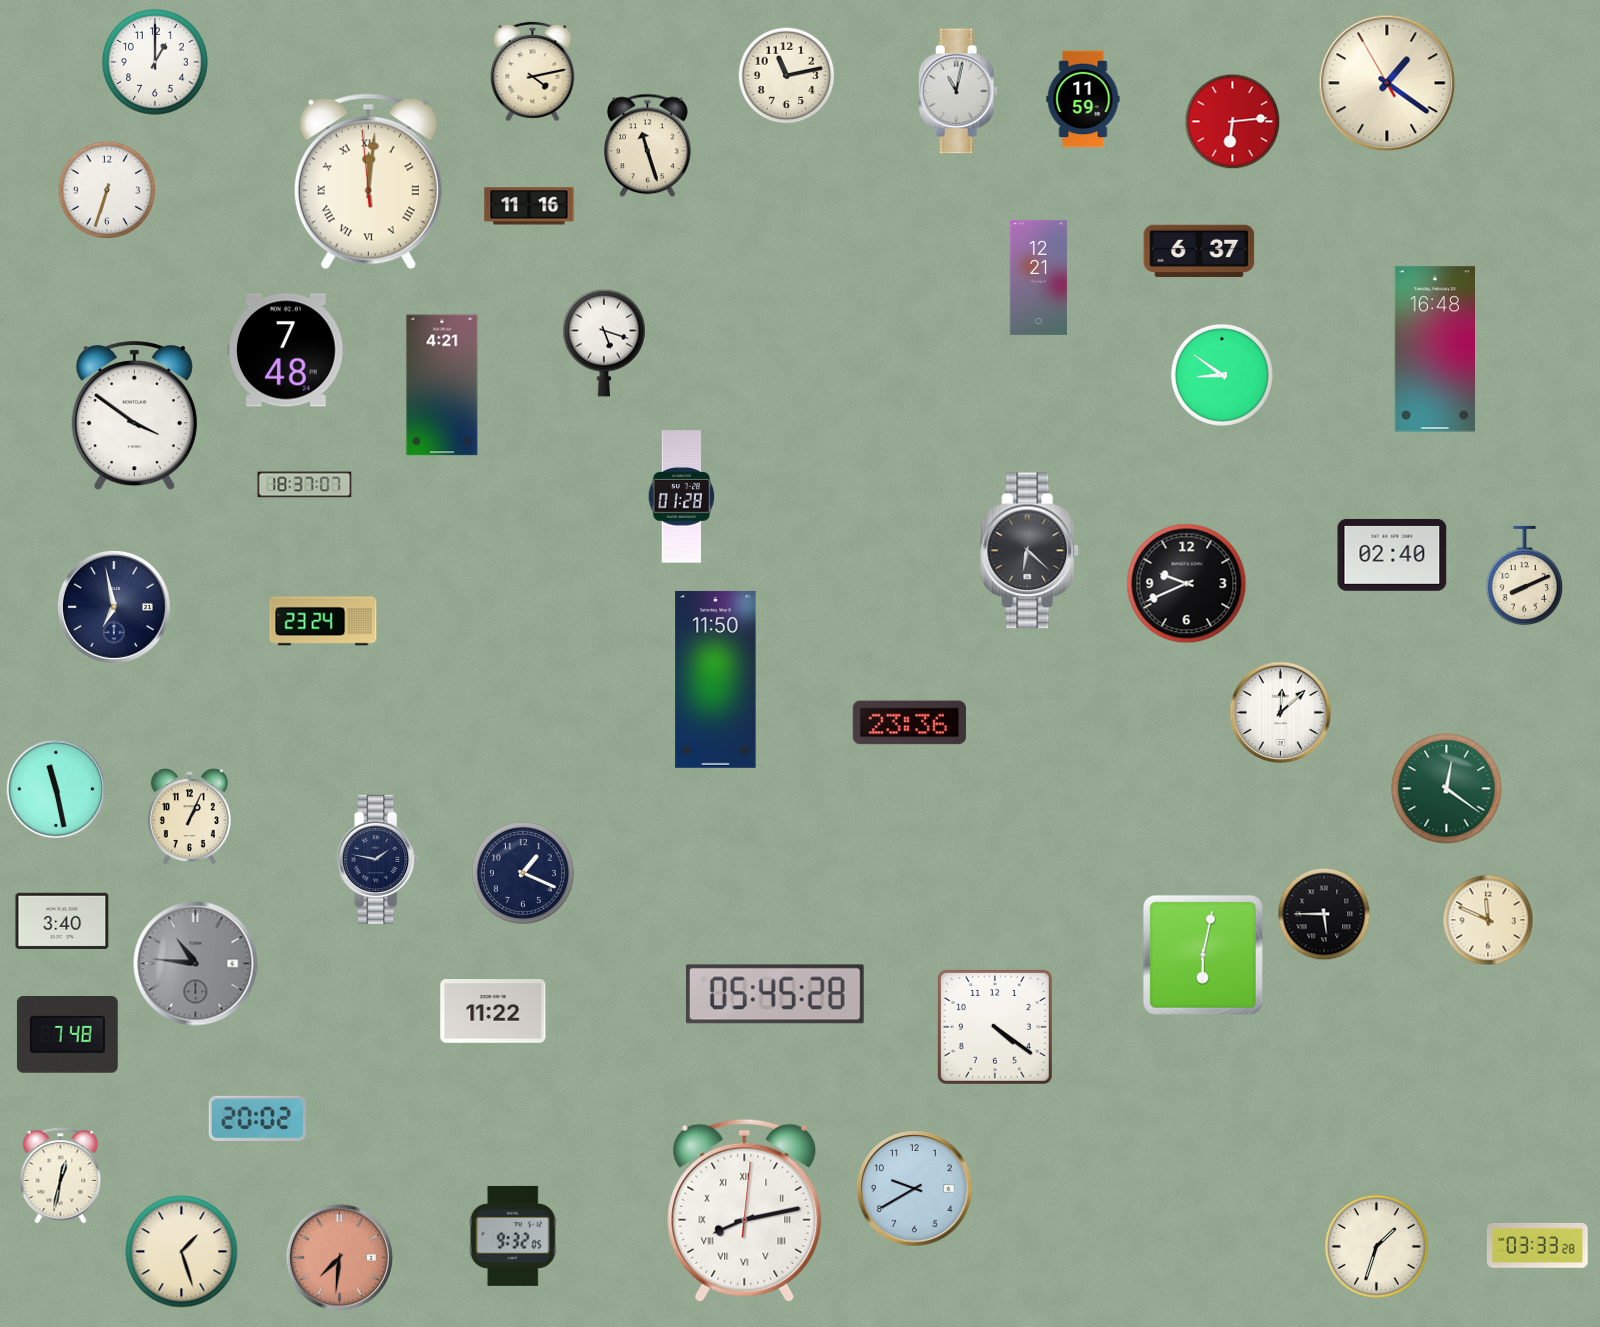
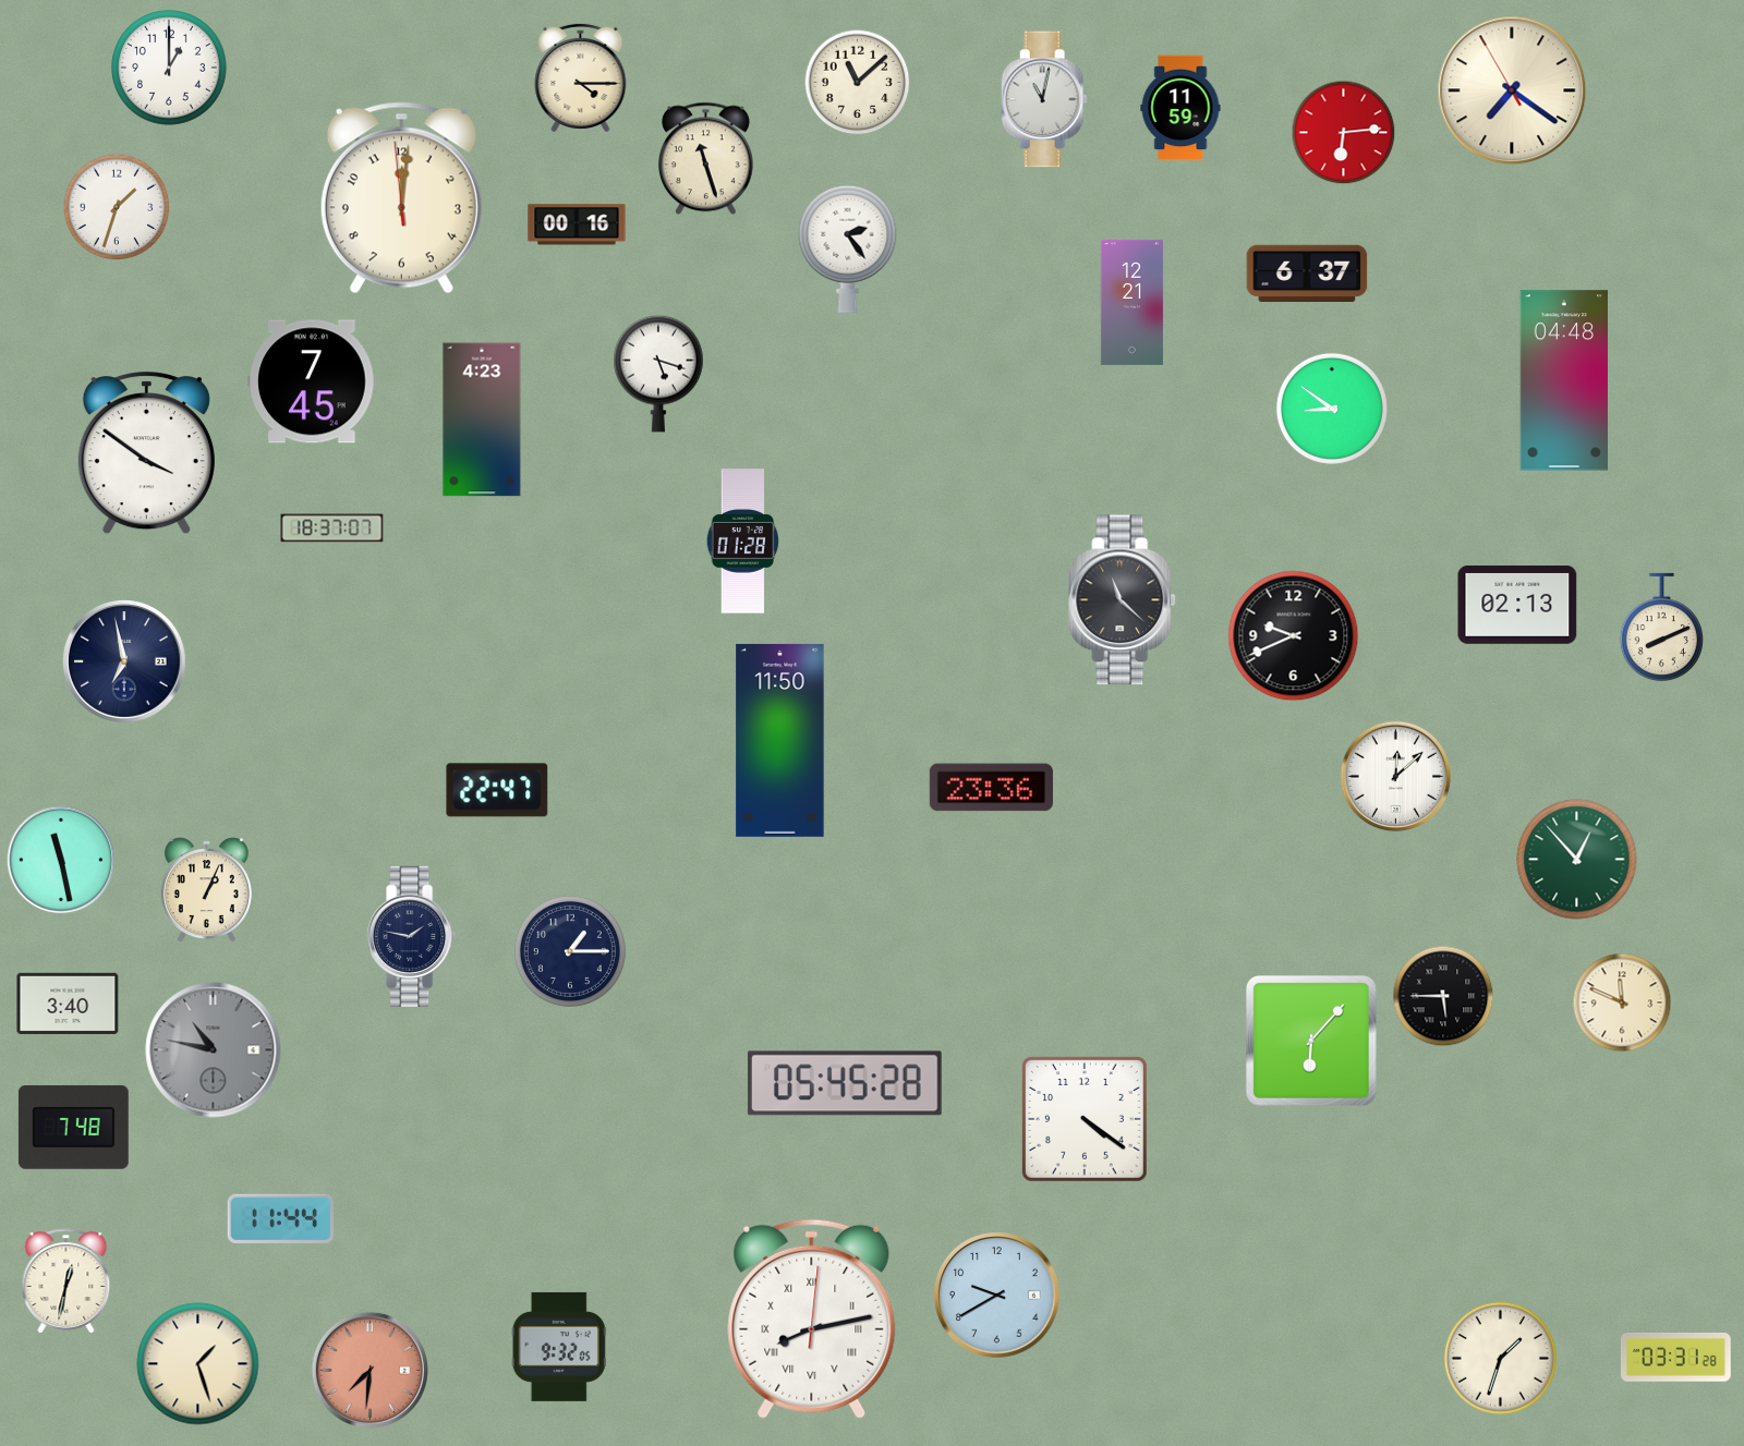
clock at (533, 71): 4:13 -> 4:15
clock at (787, 76): 11:13 -> 11:08
clock at (1387, 83): 1:20 -> 7:20
clock at (368, 182) numerals: Roman -> Arabic
clock at (107, 190): 6:33 -> 1:33
clock at (529, 206): 11:16 -> 00:16
clock at (848, 248): none -> 2:24
clock at (1434, 349): 16:48 -> 04:48
clock at (286, 350): 7:48 -> 7:45
clock at (442, 385): 4:21 -> 4:23
clock at (1030, 551): 6:22 -> 11:22
clock at (1392, 555): 02:40 -> 02:13
clock at (323, 621): 23:24 -> none
clock at (497, 790): none -> 22:47
clock at (1447, 789): 12:21 -> 12:53
clock at (523, 873): 1:19 -> 1:15
clock at (1203, 955): 6:02 -> 6:07
clock at (196, 964): 10:46 -> 10:47
clock at (493, 1012): 11:22 -> none
clock at (257, 1118): 20:02 -> 11:44
clock at (1537, 1246): 03:33 -> 03:31
